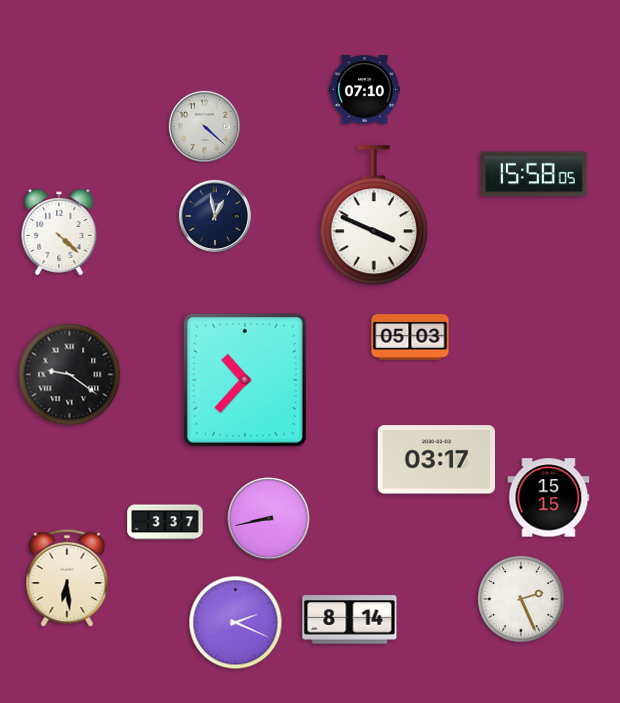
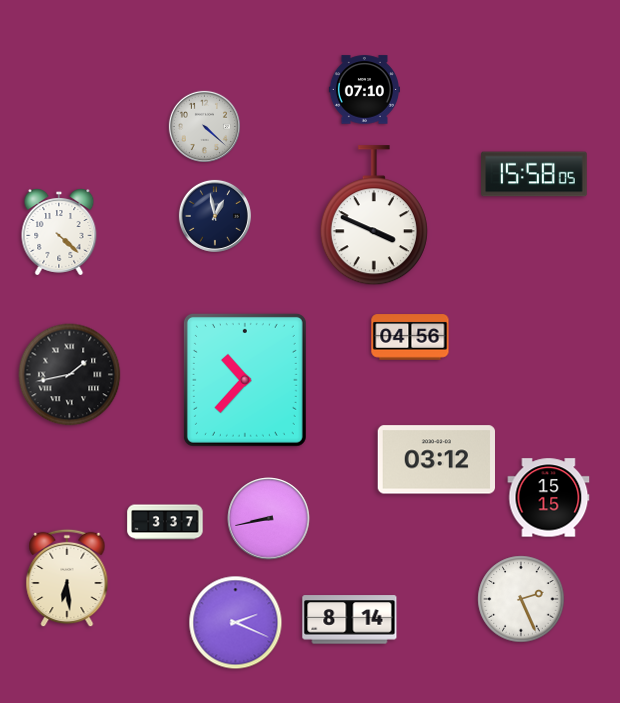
clock at (410, 337): 05:03 -> 04:56
clock at (70, 375): 9:21 -> 1:43
clock at (436, 460): 03:17 -> 03:12
